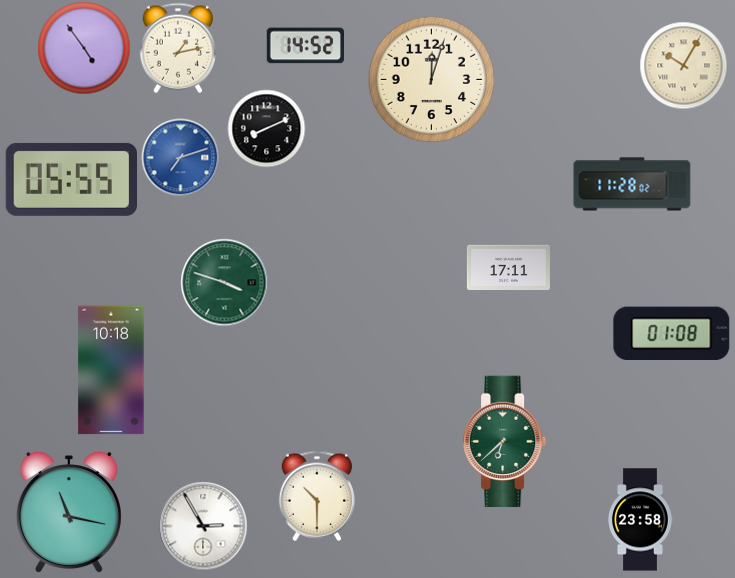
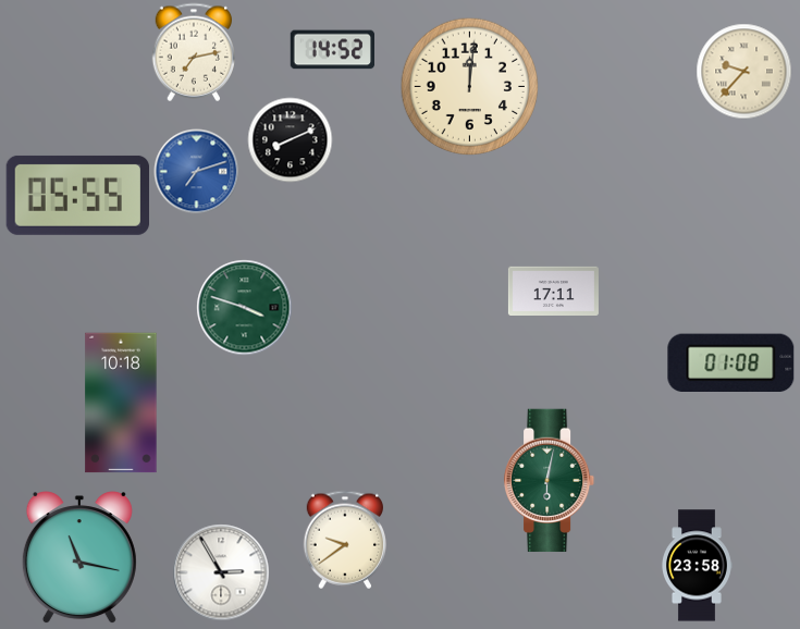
clock at (84, 48): 4:54 -> none
clock at (177, 48): 1:13 -> 7:13
clock at (683, 65): 10:05 -> 9:37
clock at (431, 79): 12:03 -> 12:01
clock at (632, 184): 11:28 -> none
clock at (505, 442): 6:38 -> 6:02
clock at (316, 496): 10:30 -> 9:39
clock at (69, 512) position: (69, 512) -> (79, 557)
